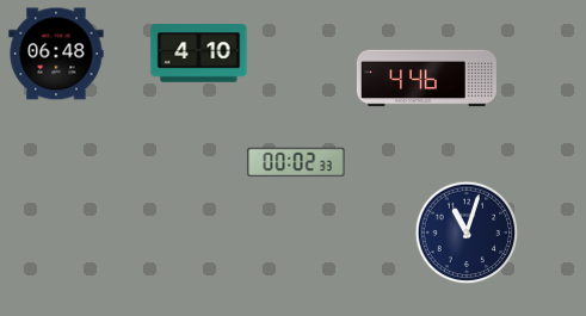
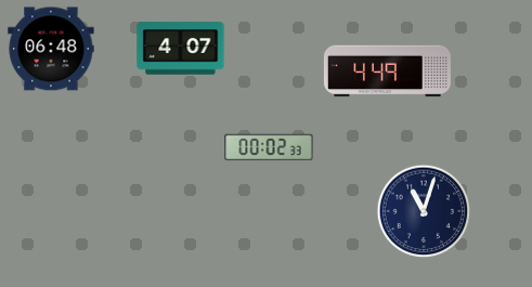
clock at (199, 54): 4:10 -> 4:07
clock at (426, 79): 4:46 -> 4:49
